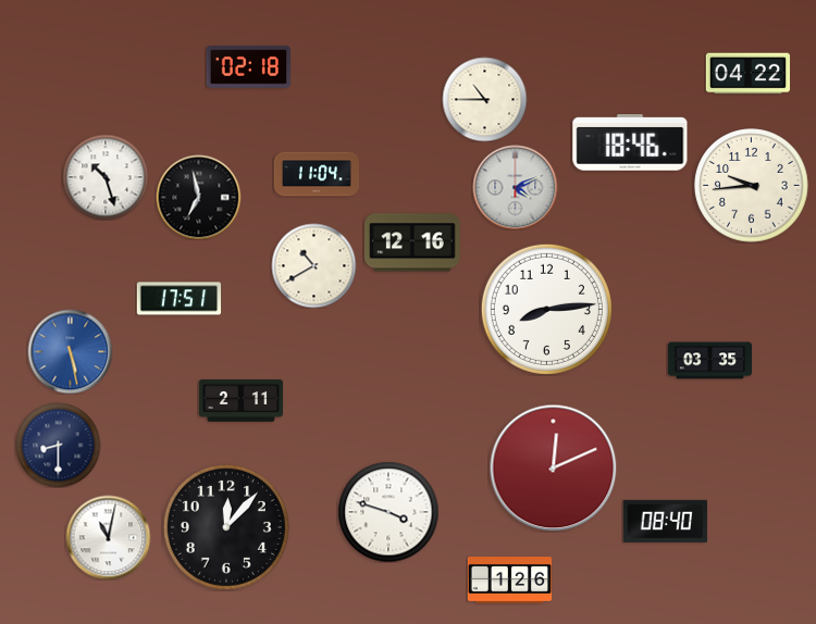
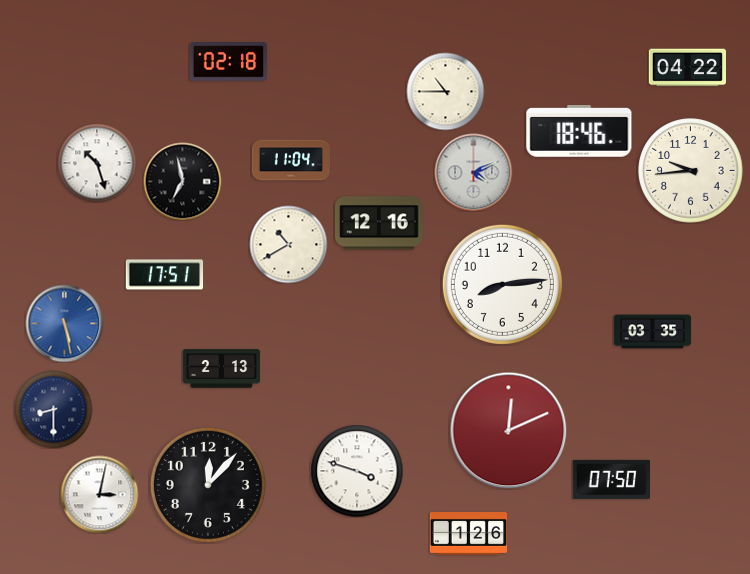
clock at (240, 401): 2:11 -> 2:13
clock at (665, 521): 08:40 -> 07:50
clock at (108, 537): 11:02 -> 3:02
